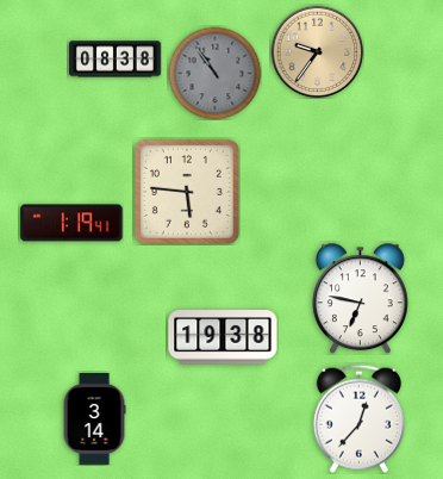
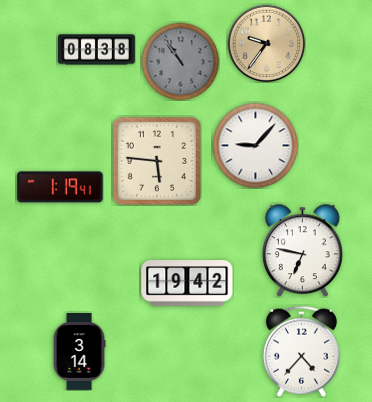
clock at (255, 145): none -> 9:07
clock at (223, 337): 19:38 -> 19:42
clock at (358, 418): 12:37 -> 4:37
